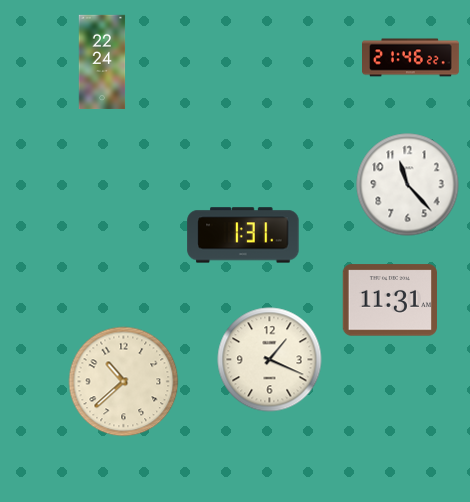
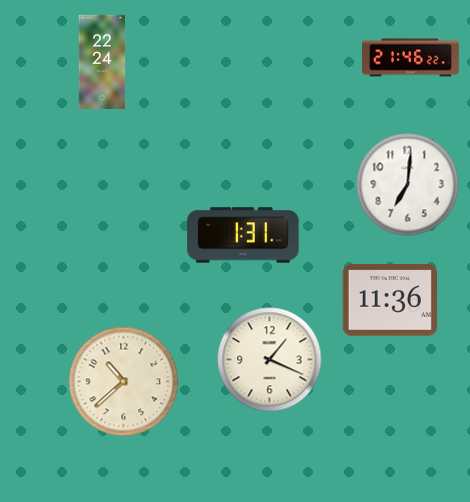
clock at (408, 185): 11:23 -> 7:01
clock at (389, 300): 11:31 -> 11:36
